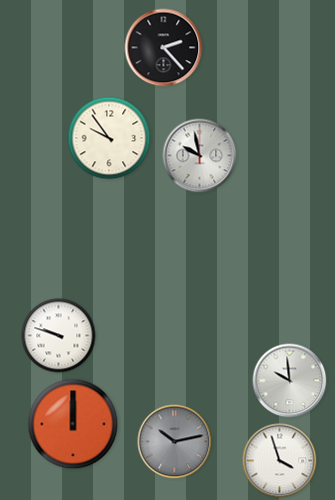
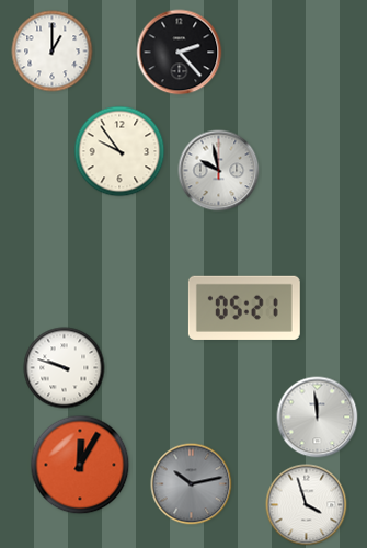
clock at (53, 52): none -> 1:00
clock at (244, 308): none -> 05:21
clock at (290, 381): 9:59 -> 11:59
clock at (73, 424): 12:00 -> 12:05
